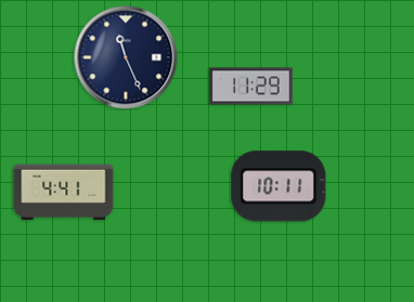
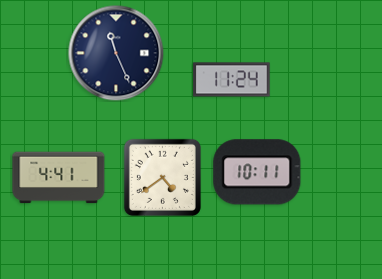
clock at (251, 87): 11:29 -> 11:24
clock at (162, 177): none -> 4:39
